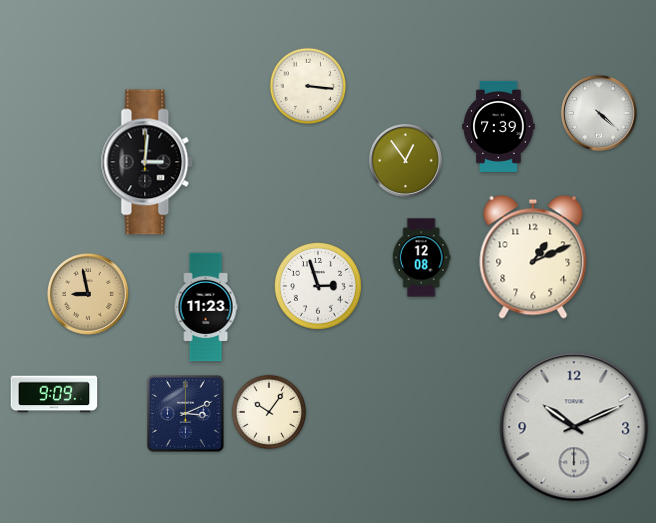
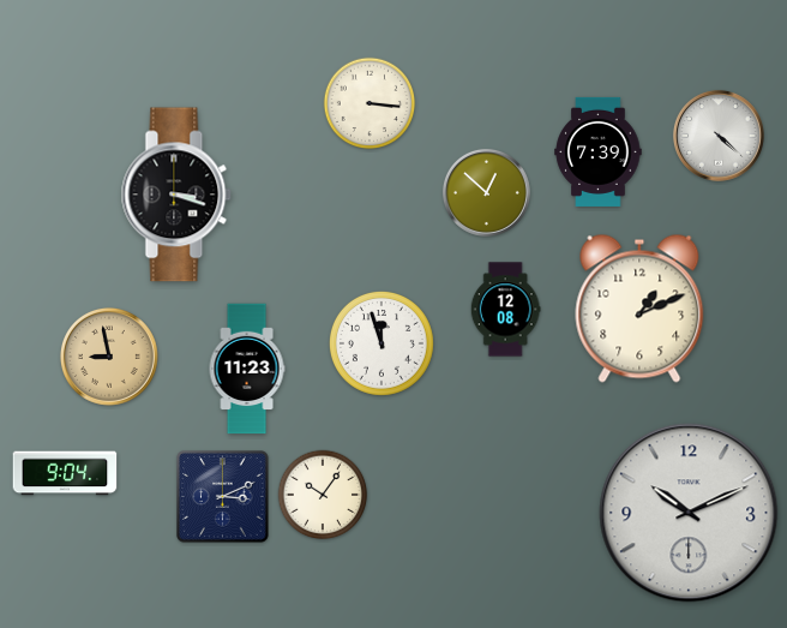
clock at (405, 160): 12:54 -> 12:52
clock at (147, 162): 3:01 -> 3:18
clock at (318, 286): 2:57 -> 11:57
clock at (88, 294) position: (88, 294) -> (109, 357)
clock at (54, 394): 9:09 -> 9:04
